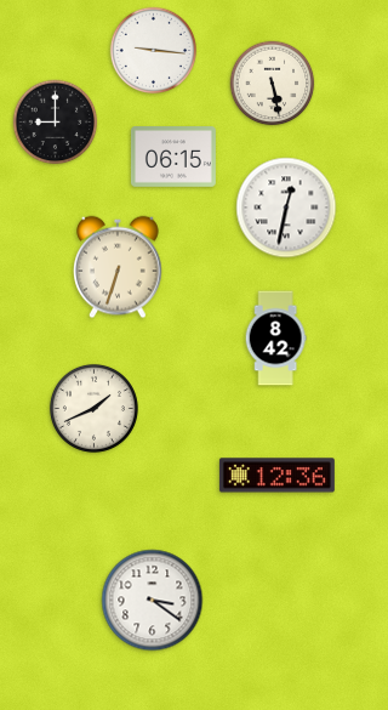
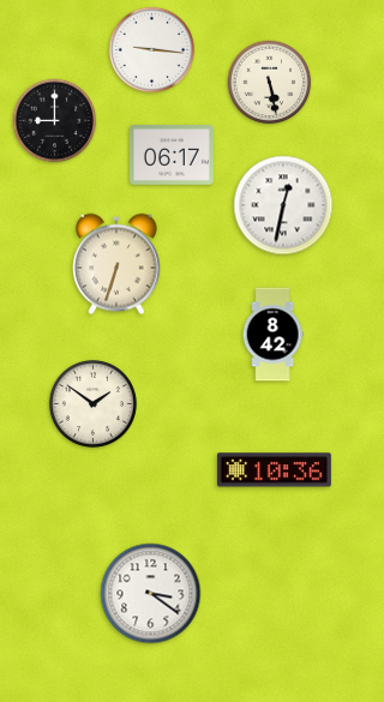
clock at (173, 158): 06:15 -> 06:17
clock at (93, 408): 1:41 -> 1:51
clock at (276, 476): 12:36 -> 10:36
